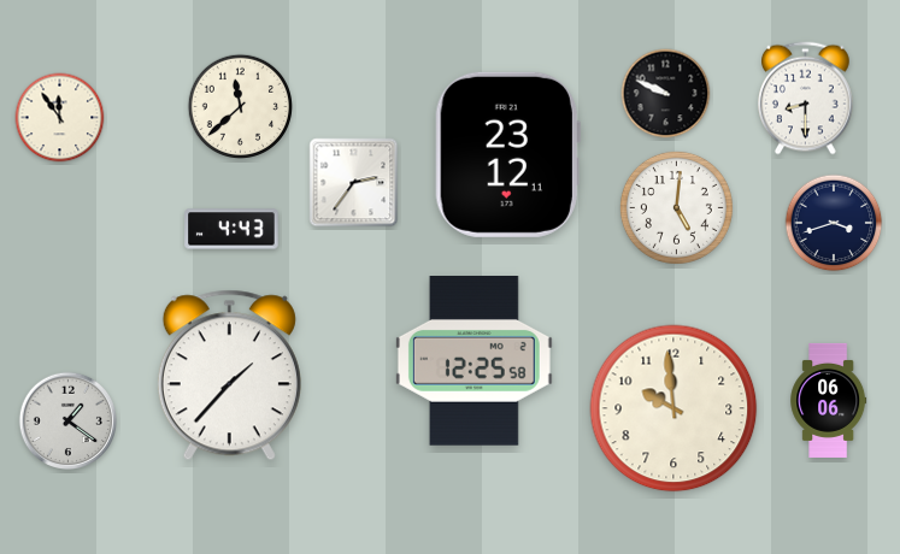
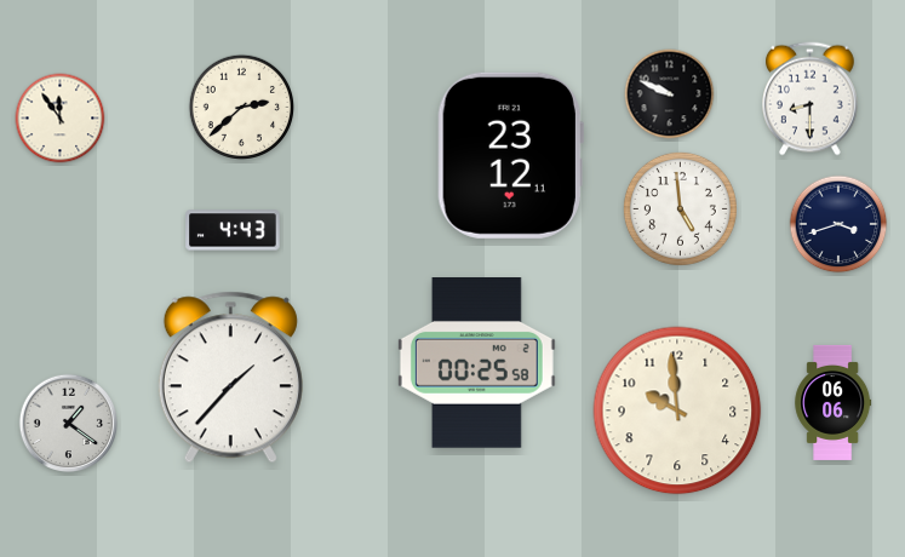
clock at (240, 106): 11:38 -> 2:38
clock at (354, 183): 2:36 -> none
clock at (676, 207): 5:01 -> 4:59
clock at (473, 361): 12:25 -> 00:25
